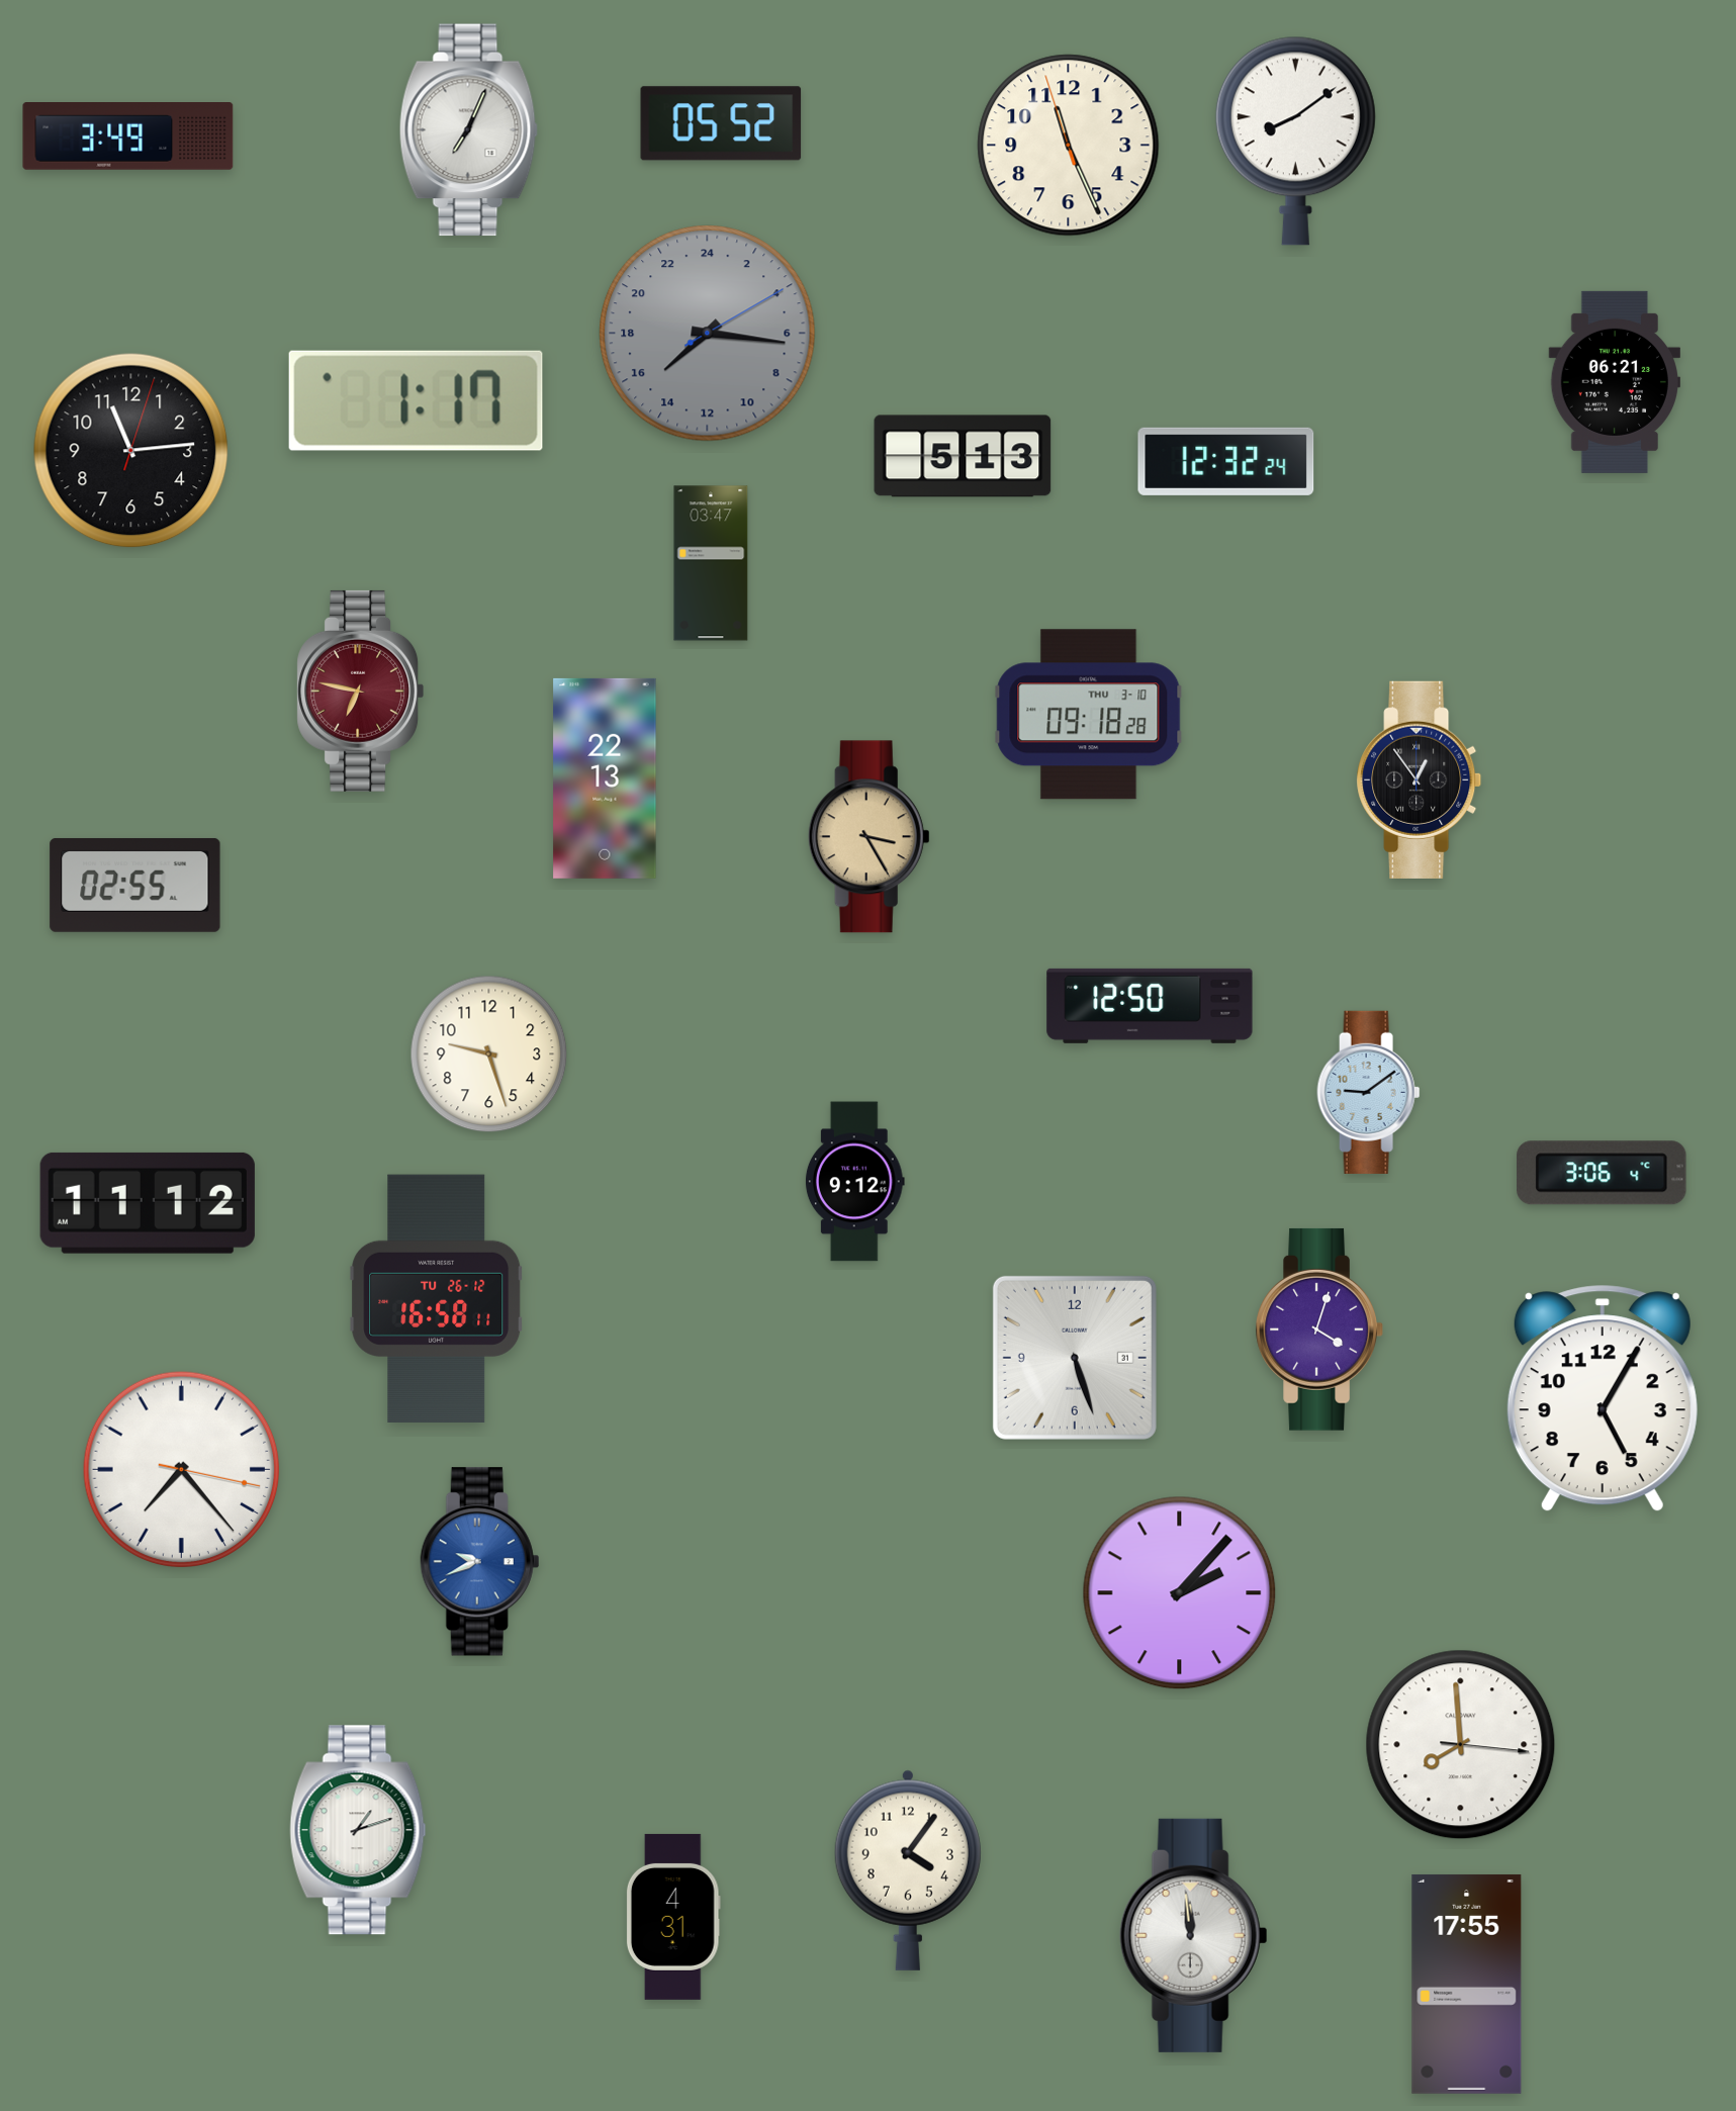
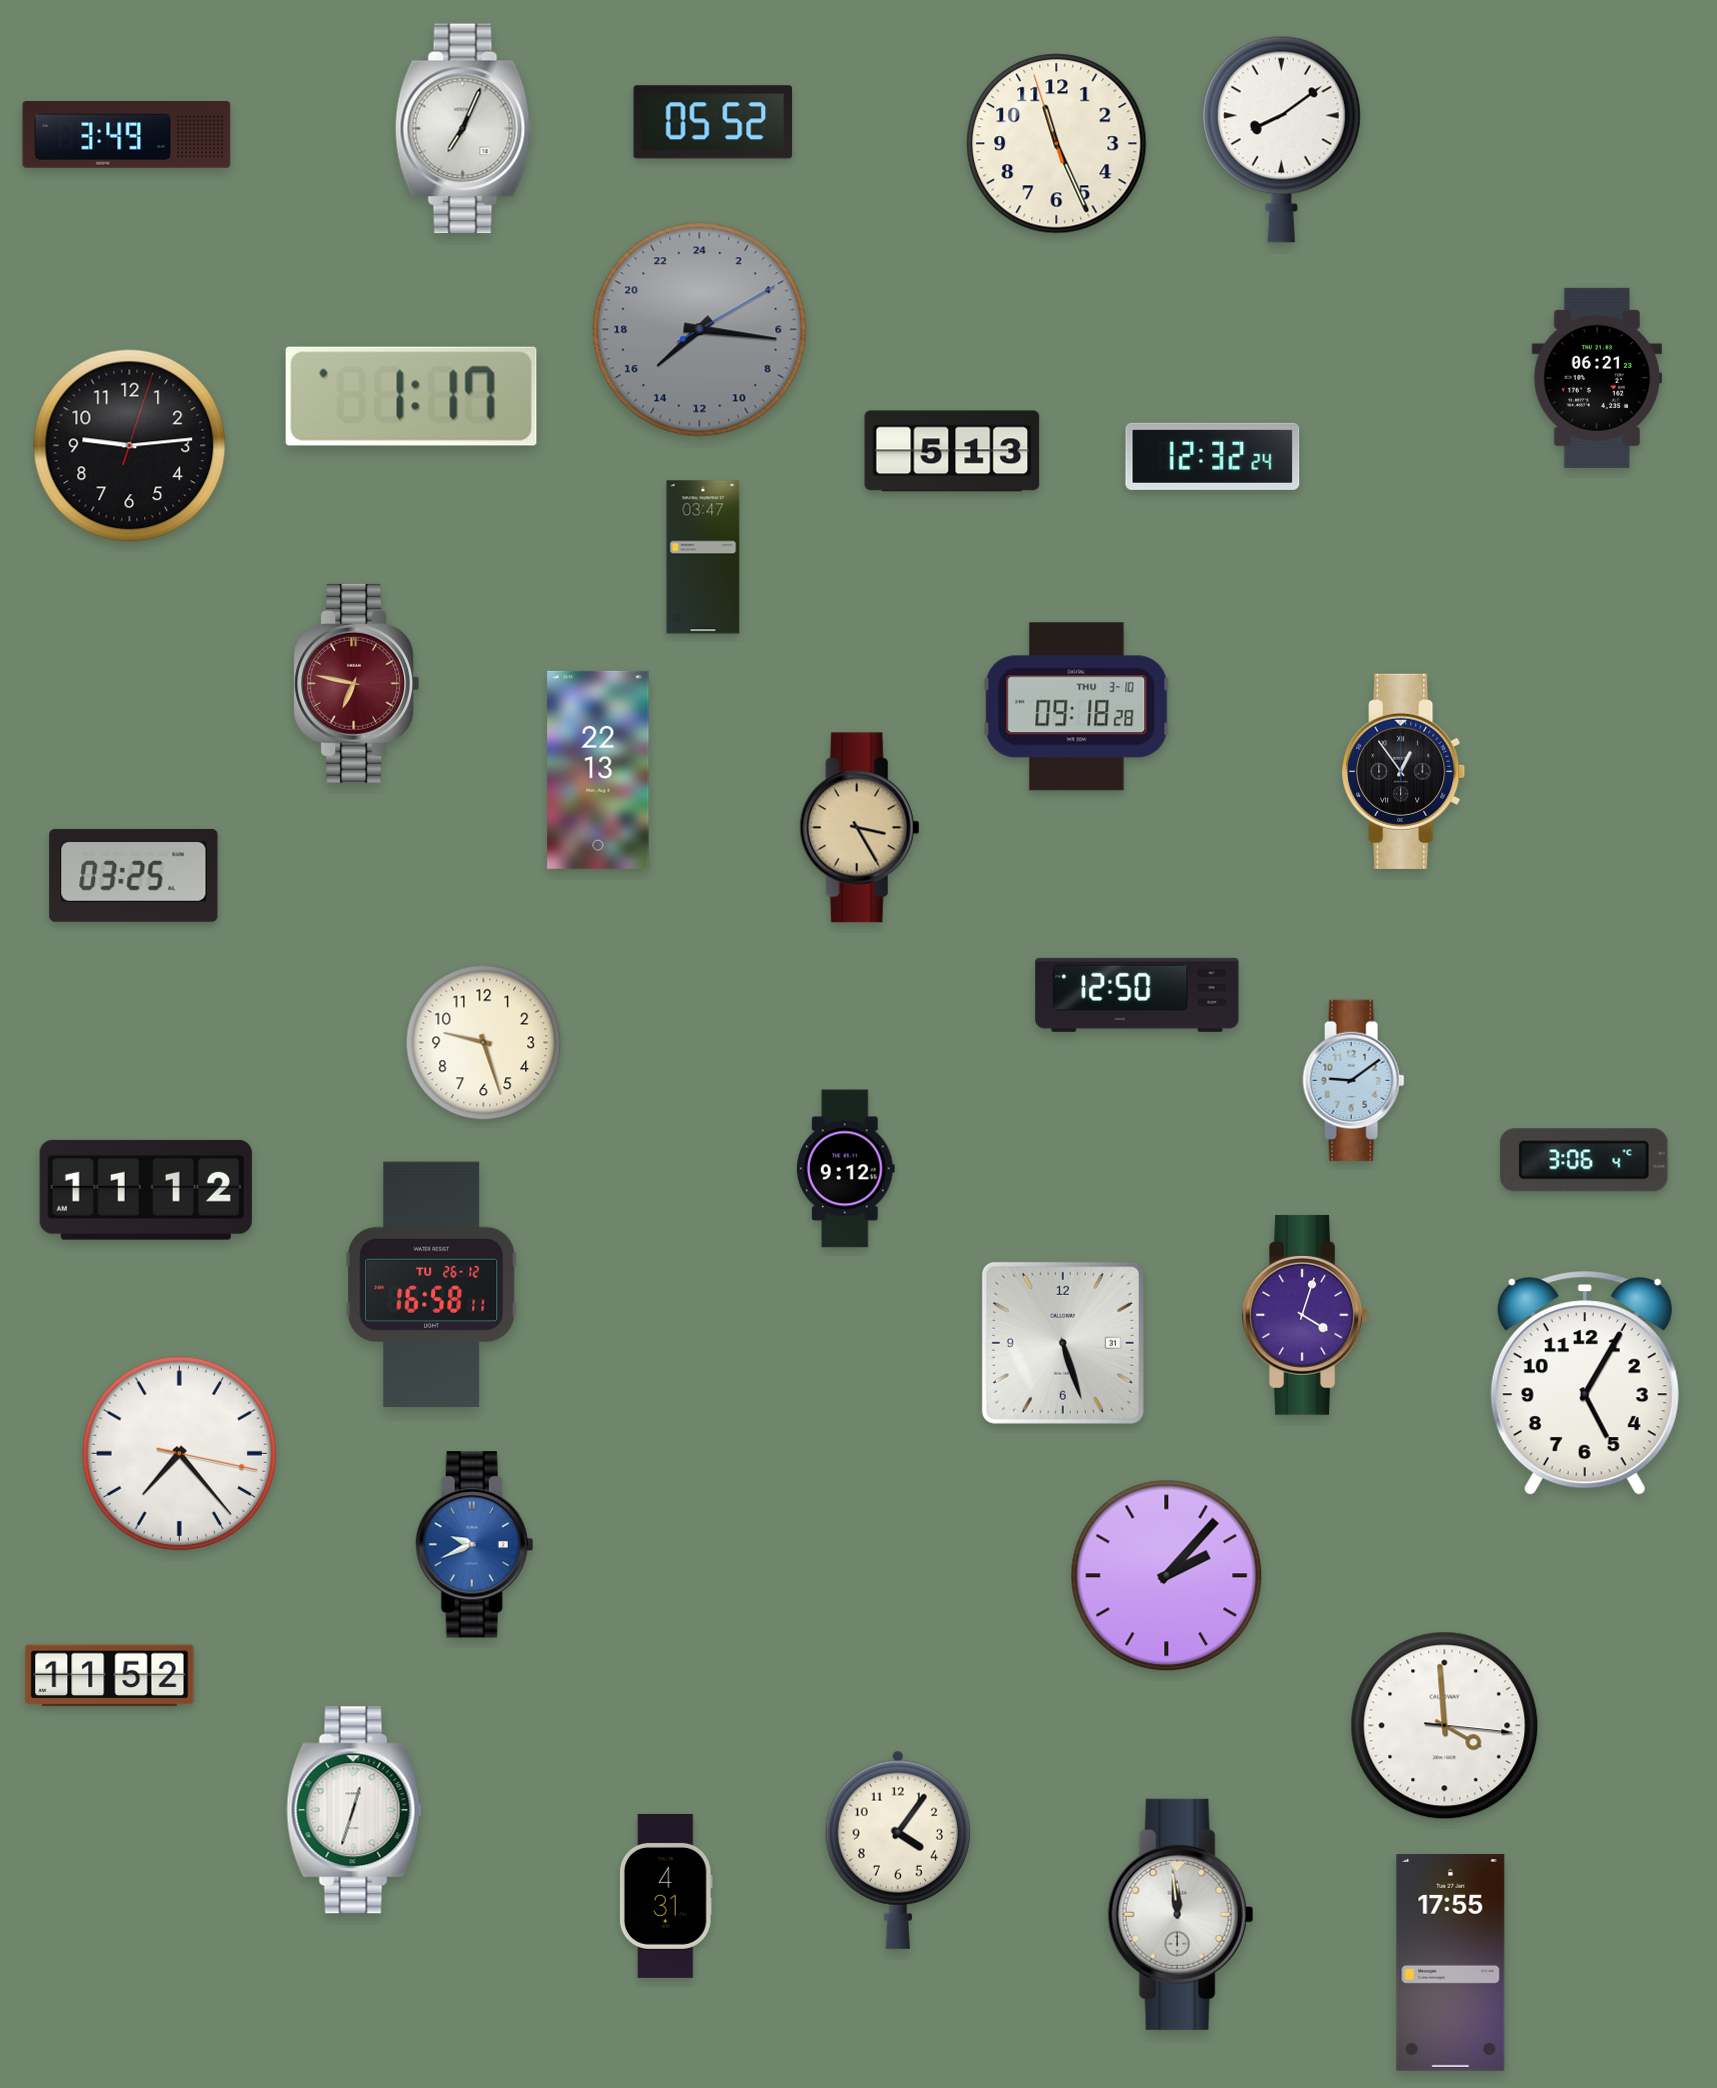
clock at (131, 451): 11:14 -> 9:14
clock at (135, 885): 02:55 -> 03:25
clock at (110, 1676): none -> 11:52
clock at (1461, 1745): 7:59 -> 3:59
clock at (358, 1830): 1:12 -> 12:33
